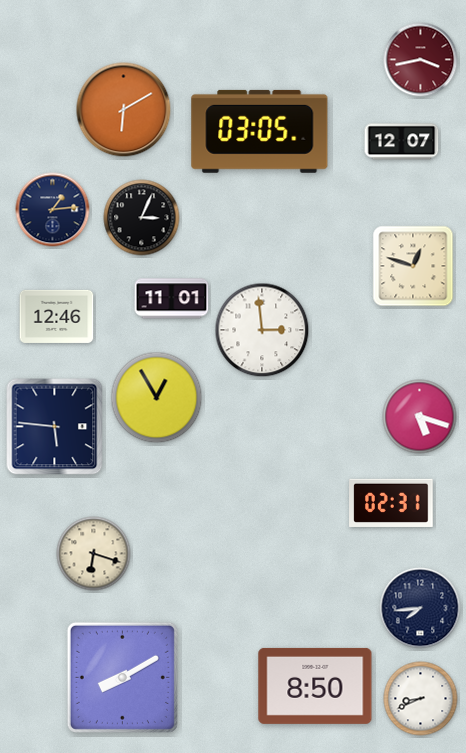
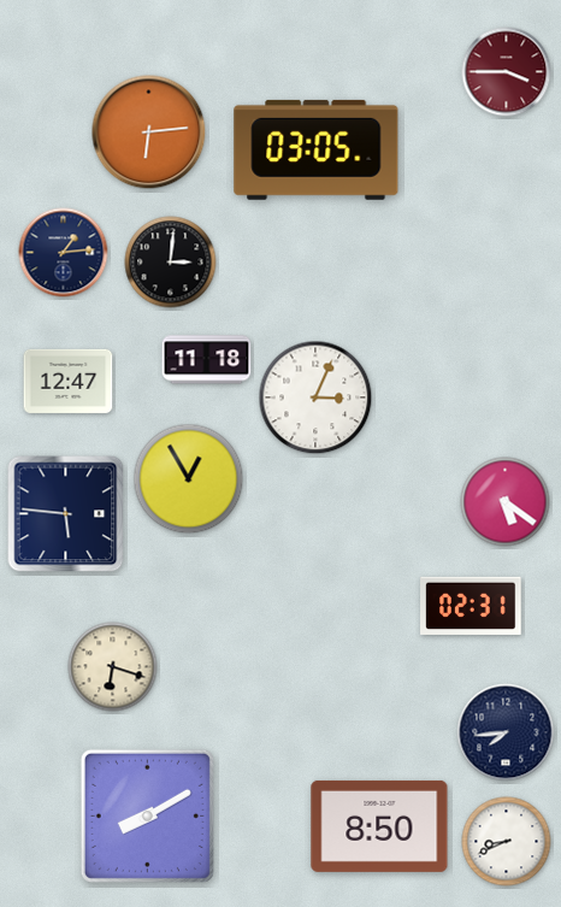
clock at (421, 60): 3:43 -> 3:45
clock at (124, 110): 6:10 -> 6:14
clock at (260, 131) position: (260, 131) -> (317, 149)
clock at (402, 142): 12:07 -> none
clock at (142, 218): 3:04 -> 3:01
clock at (413, 266): 12:48 -> none
clock at (172, 299): 11:01 -> 11:18
clock at (57, 316): 12:46 -> 12:47
clock at (262, 330): 2:59 -> 3:04
clock at (420, 417): 5:18 -> 5:21
